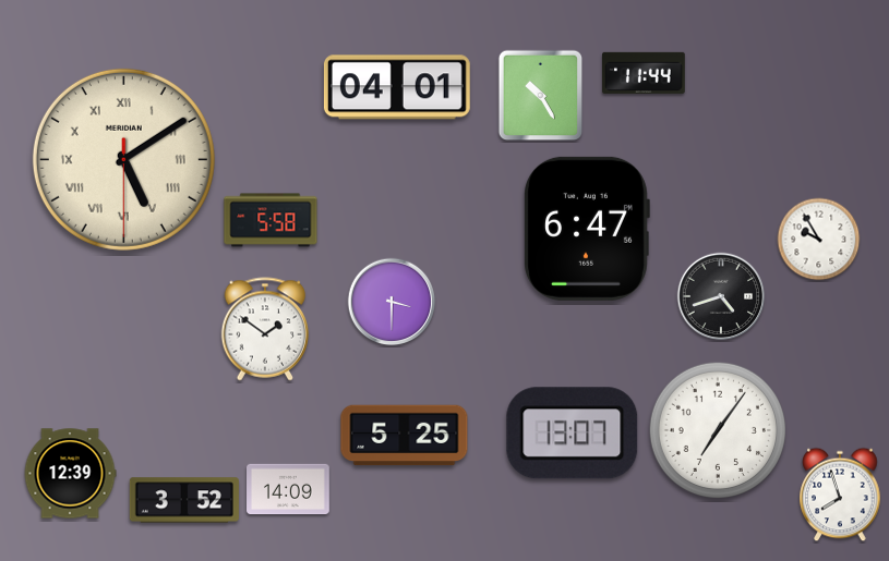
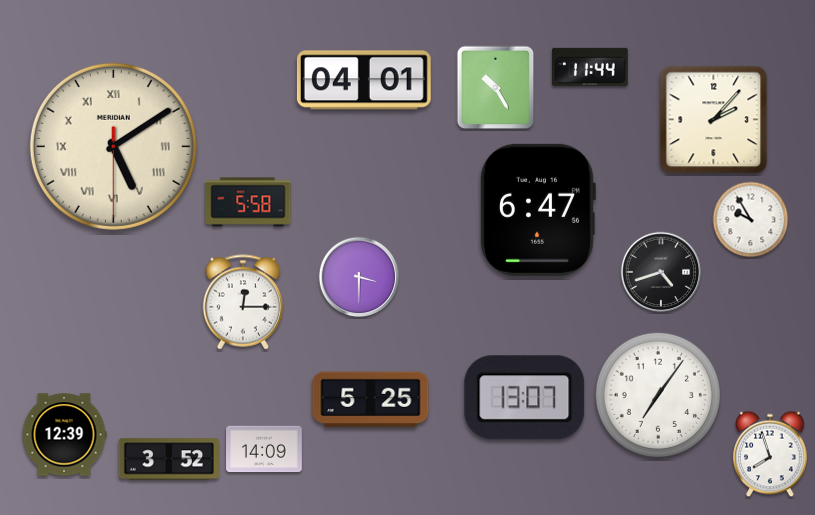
clock at (714, 120): none -> 2:07
clock at (264, 329): 1:51 -> 12:15
